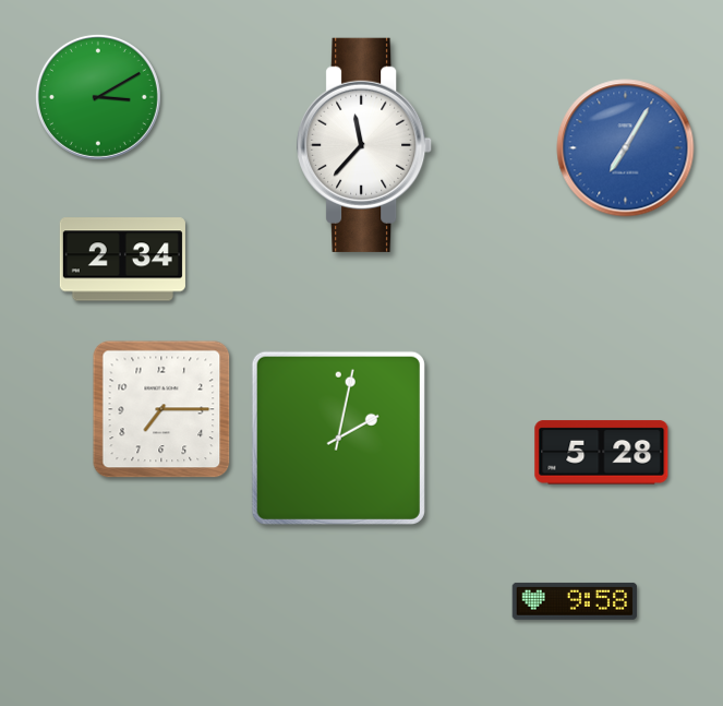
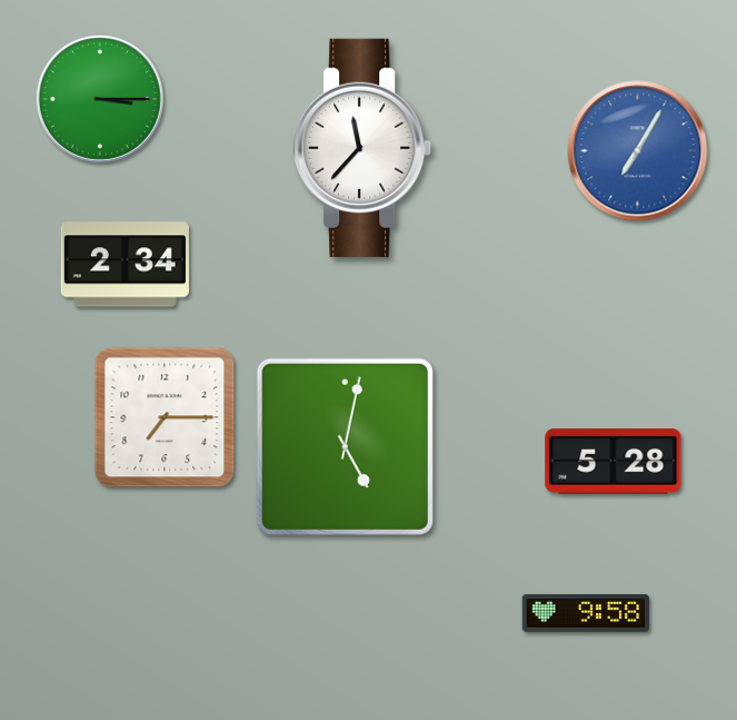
clock at (98, 97): 3:10 -> 3:15
clock at (365, 145) position: (365, 145) -> (363, 148)
clock at (338, 438): 2:02 -> 5:02
